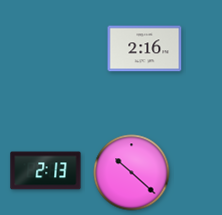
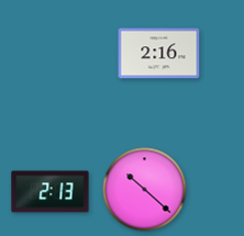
clock at (46, 171) position: (46, 171) -> (51, 192)
